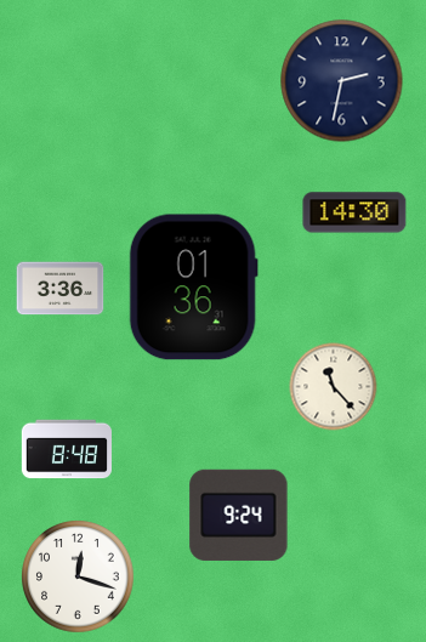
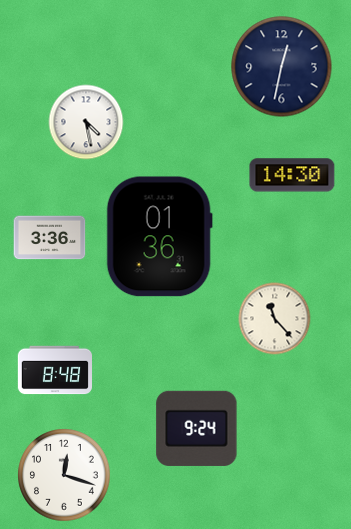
clock at (342, 81): 2:32 -> 12:32
clock at (86, 122): none -> 4:28
clock at (239, 515) position: (239, 515) -> (197, 428)
